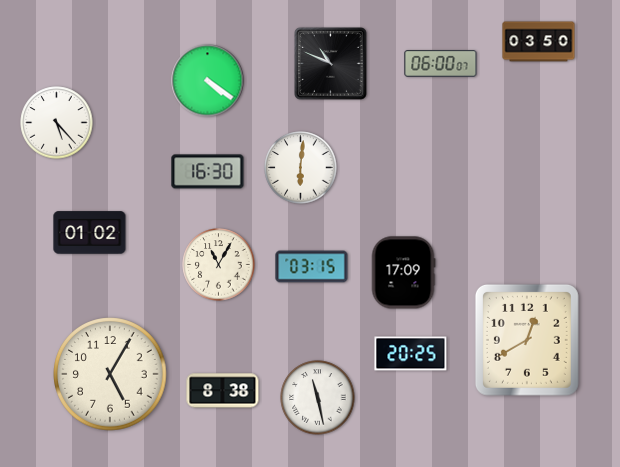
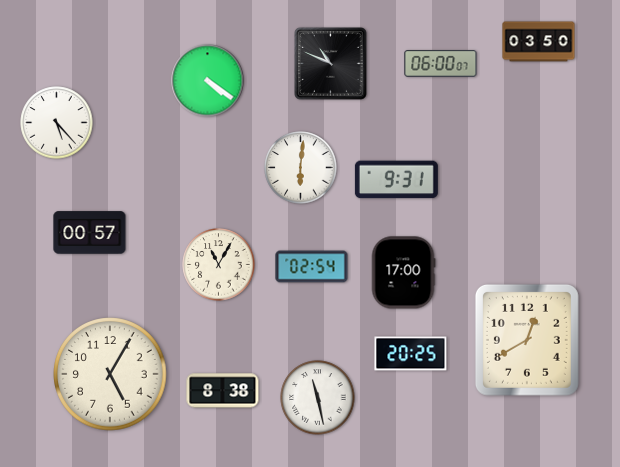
clock at (208, 172): 16:30 -> none
clock at (396, 180): none -> 9:31
clock at (90, 233): 01:02 -> 00:57
clock at (312, 267): 03:15 -> 02:54
clock at (403, 273): 17:09 -> 17:00
